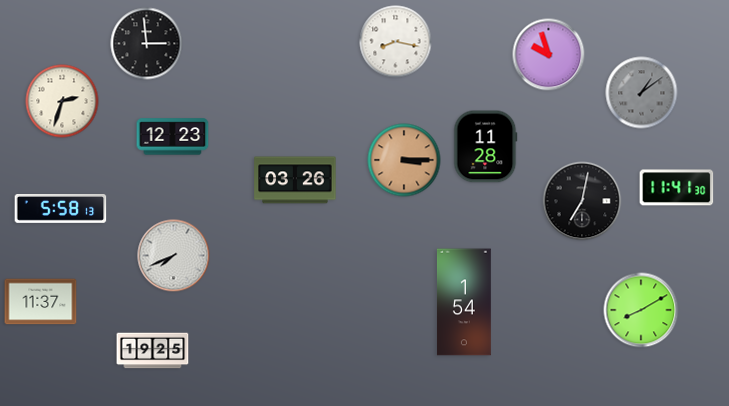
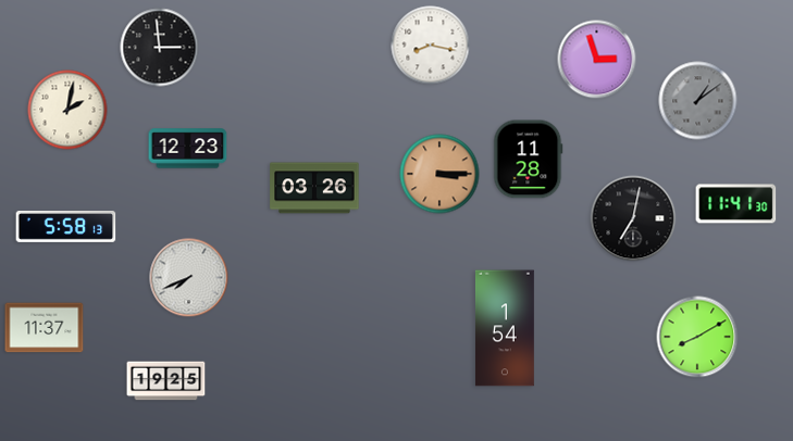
clock at (549, 55): 9:57 -> 2:57
clock at (62, 101): 2:33 -> 2:02
clock at (295, 180) position: (295, 180) -> (314, 188)
